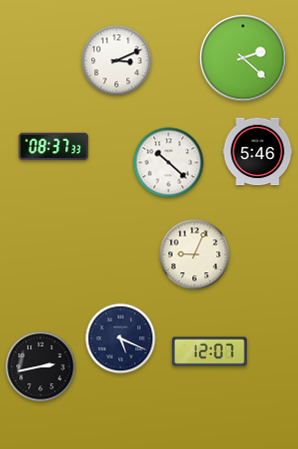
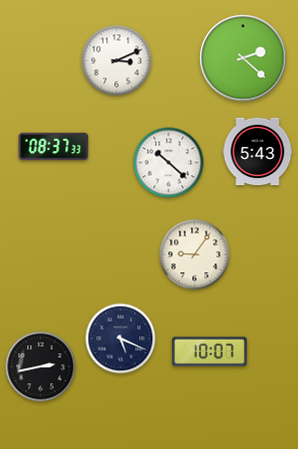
clock at (258, 152): 5:46 -> 5:43
clock at (195, 255): 9:04 -> 9:06
clock at (210, 352): 12:07 -> 10:07
